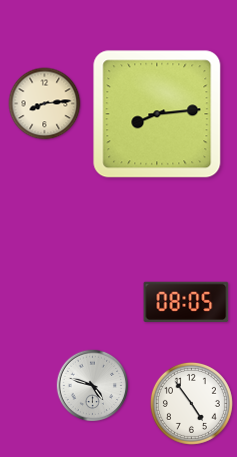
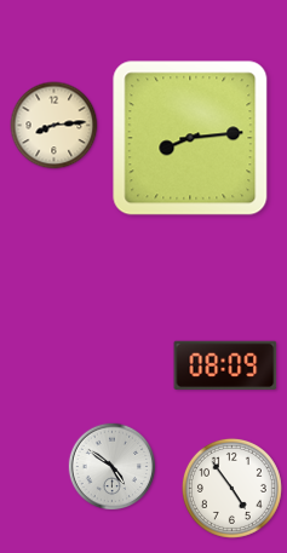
clock at (186, 302): 08:05 -> 08:09
clock at (93, 386): 4:48 -> 4:51
